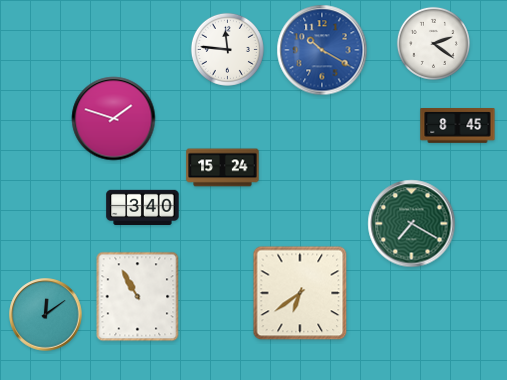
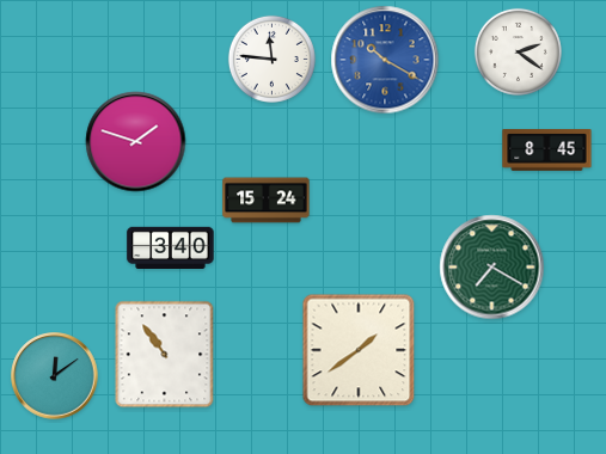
clock at (300, 293): 6:39 -> 1:39
clock at (138, 297): 10:55 -> 10:54
